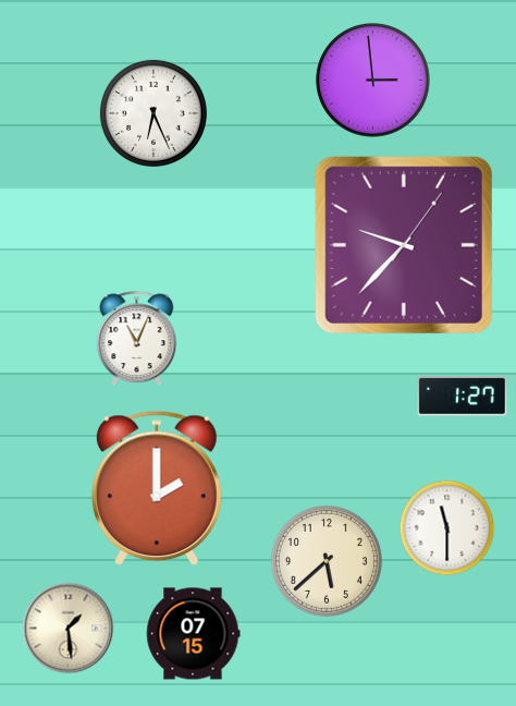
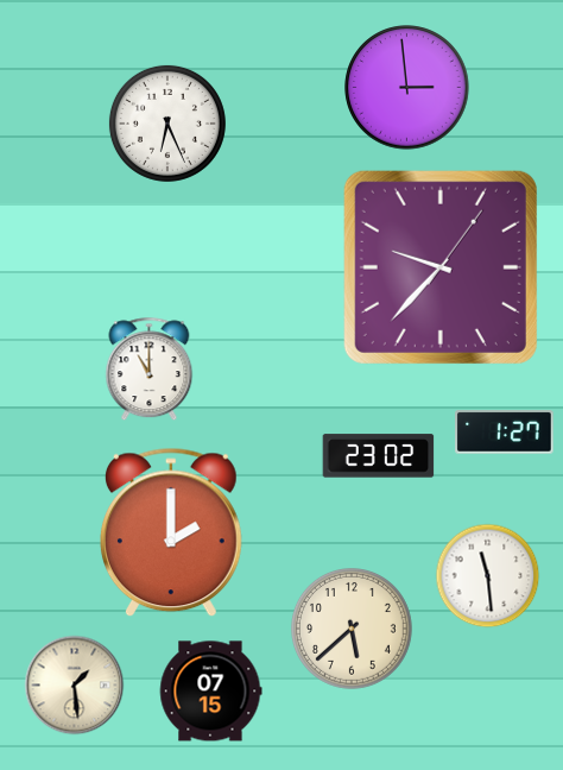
clock at (137, 339): 11:04 -> 11:00
clock at (379, 456): none -> 23:02
clock at (447, 528): 11:30 -> 11:29
clock at (328, 562) position: (328, 562) -> (353, 630)
